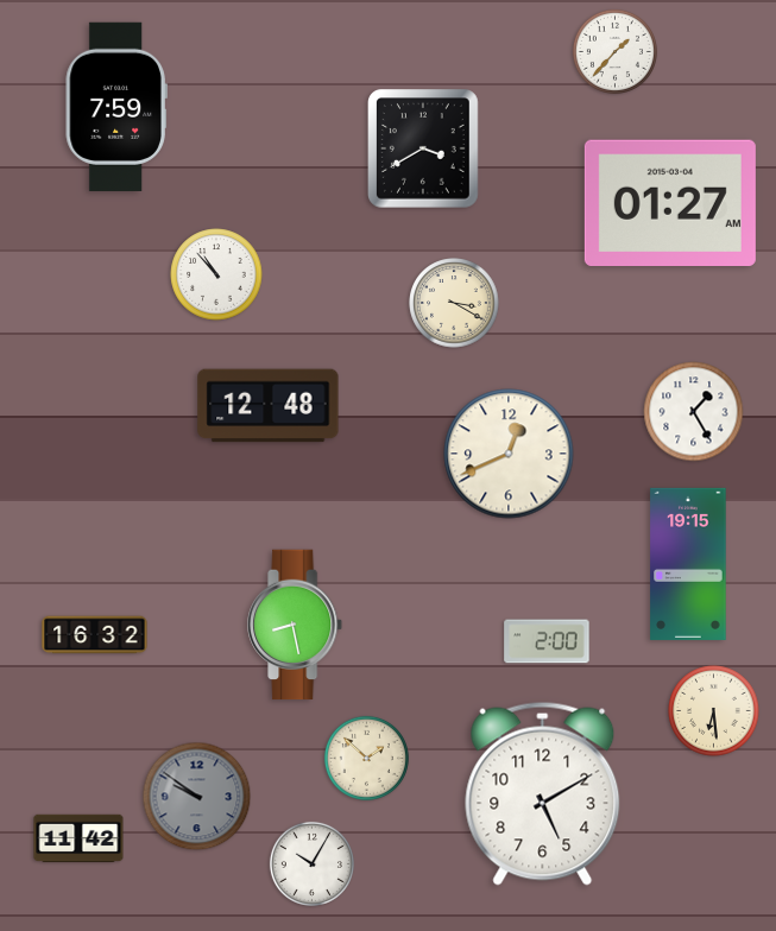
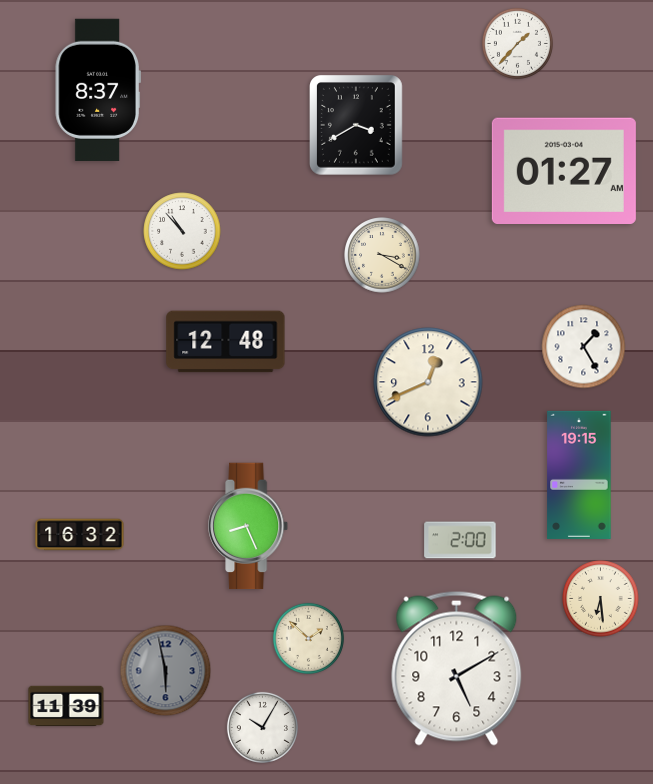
clock at (116, 107): 7:59 -> 8:37
clock at (296, 625): 8:28 -> 8:26
clock at (197, 797): 9:51 -> 5:58
clock at (78, 838): 11:42 -> 11:39
